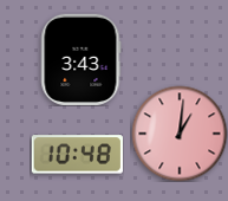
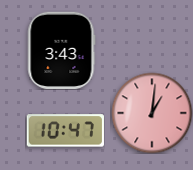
clock at (82, 59) position: (82, 59) -> (62, 50)
clock at (77, 155): 10:48 -> 10:47
